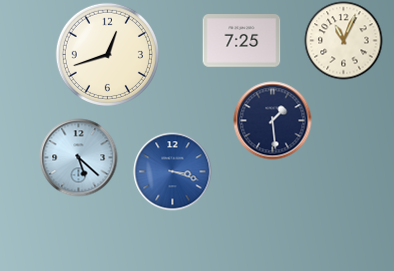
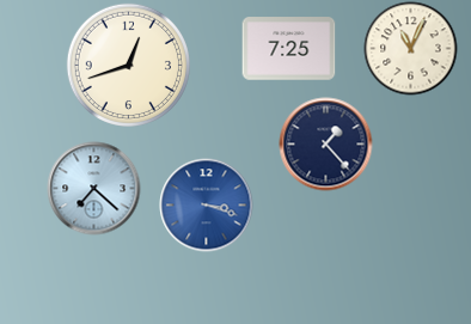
clock at (272, 120): 1:29 -> 1:23
clock at (78, 157): 5:22 -> 7:22
